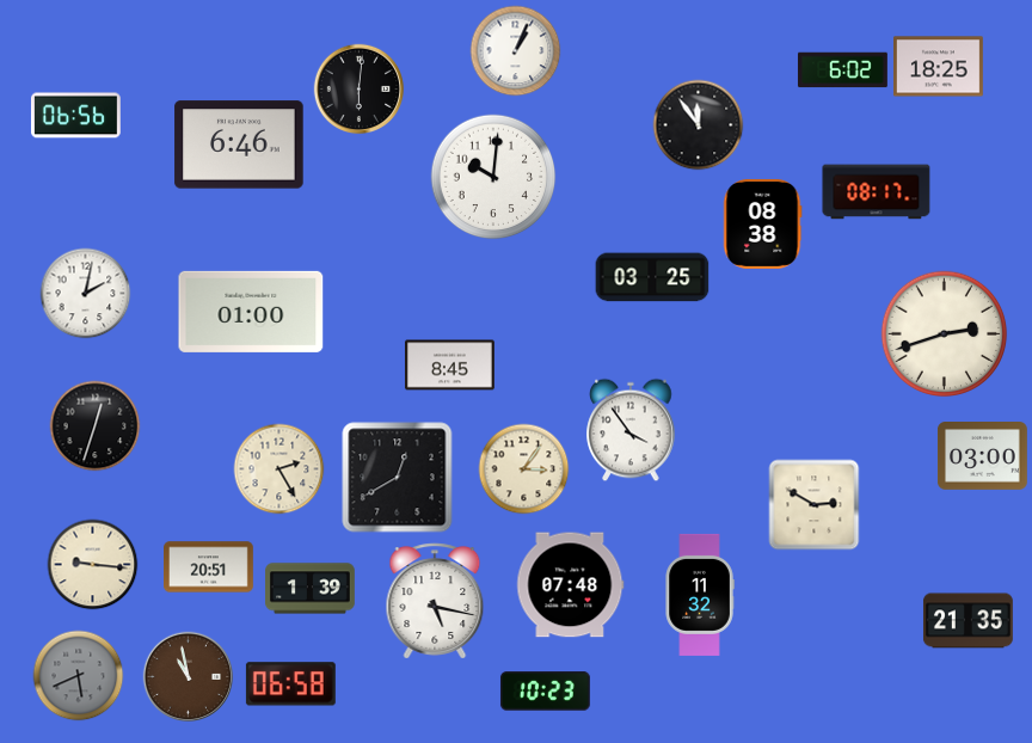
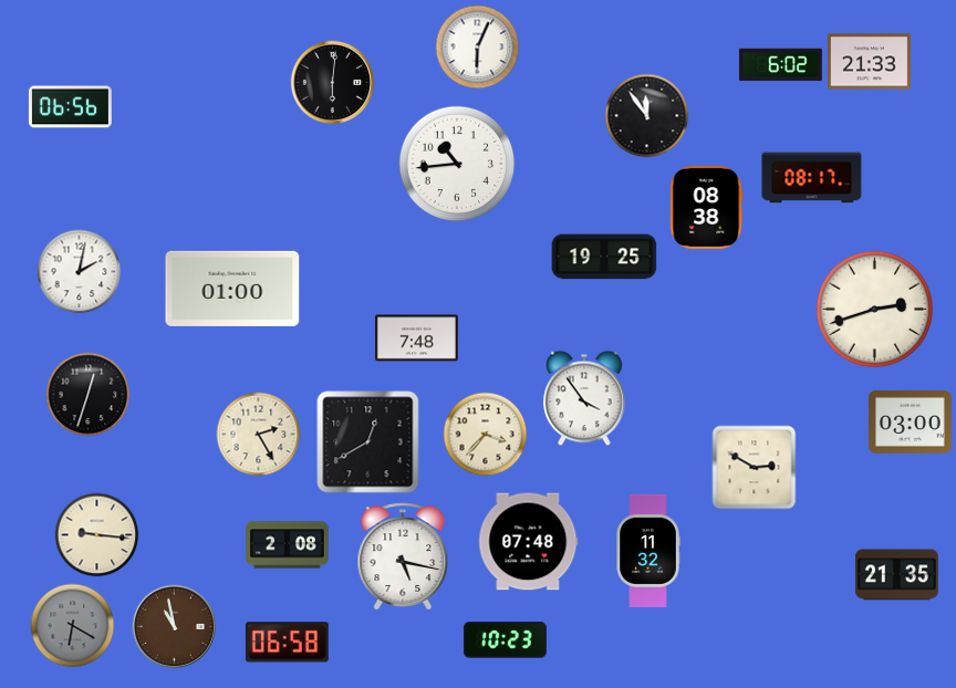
clock at (516, 51): 1:04 -> 6:04
clock at (939, 67): 18:25 -> 21:33
clock at (239, 145): 6:46 -> none
clock at (493, 177): 10:01 -> 10:44
clock at (652, 277): 03:25 -> 19:25
clock at (450, 366): 8:45 -> 7:48
clock at (524, 469): 3:06 -> 3:37
clock at (93, 565) position: (93, 565) -> (97, 535)
clock at (209, 567): 20:51 -> none
clock at (311, 589): 1:39 -> 2:08
clock at (79, 676): 5:41 -> 6:20
clock at (290, 684) position: (290, 684) -> (287, 643)
